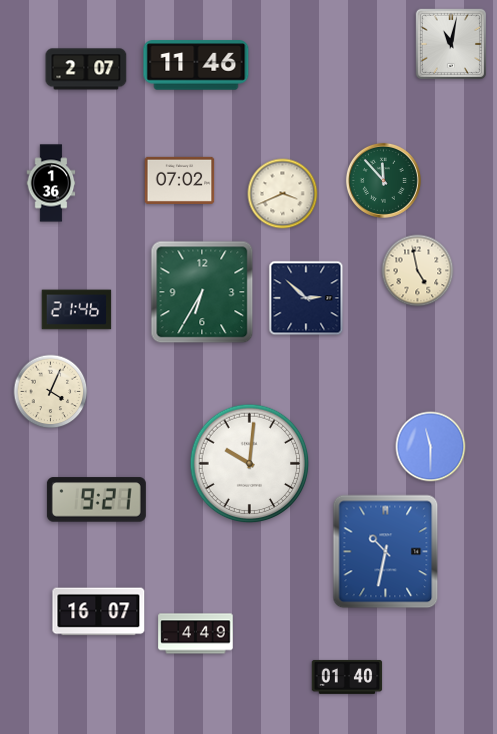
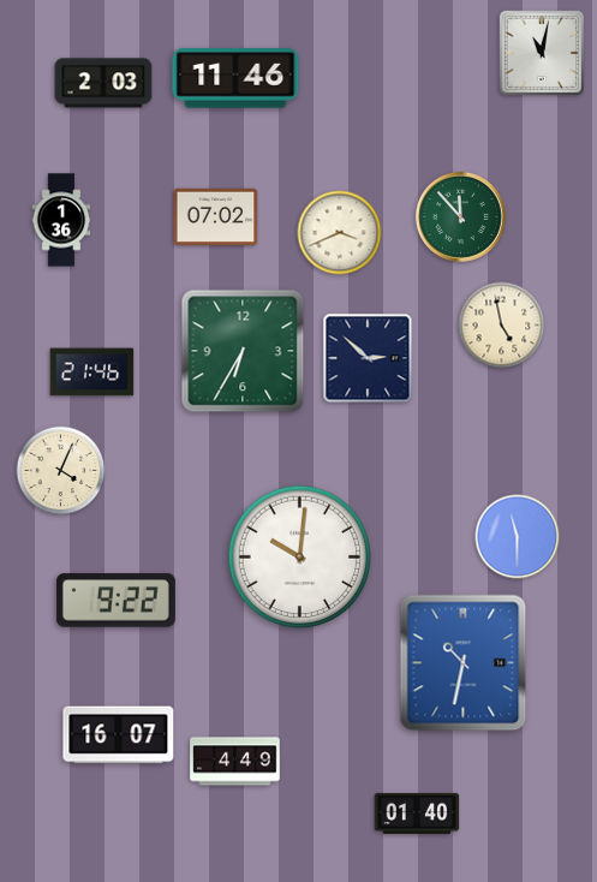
clock at (86, 69): 2:07 -> 2:03
clock at (96, 500): 9:21 -> 9:22
